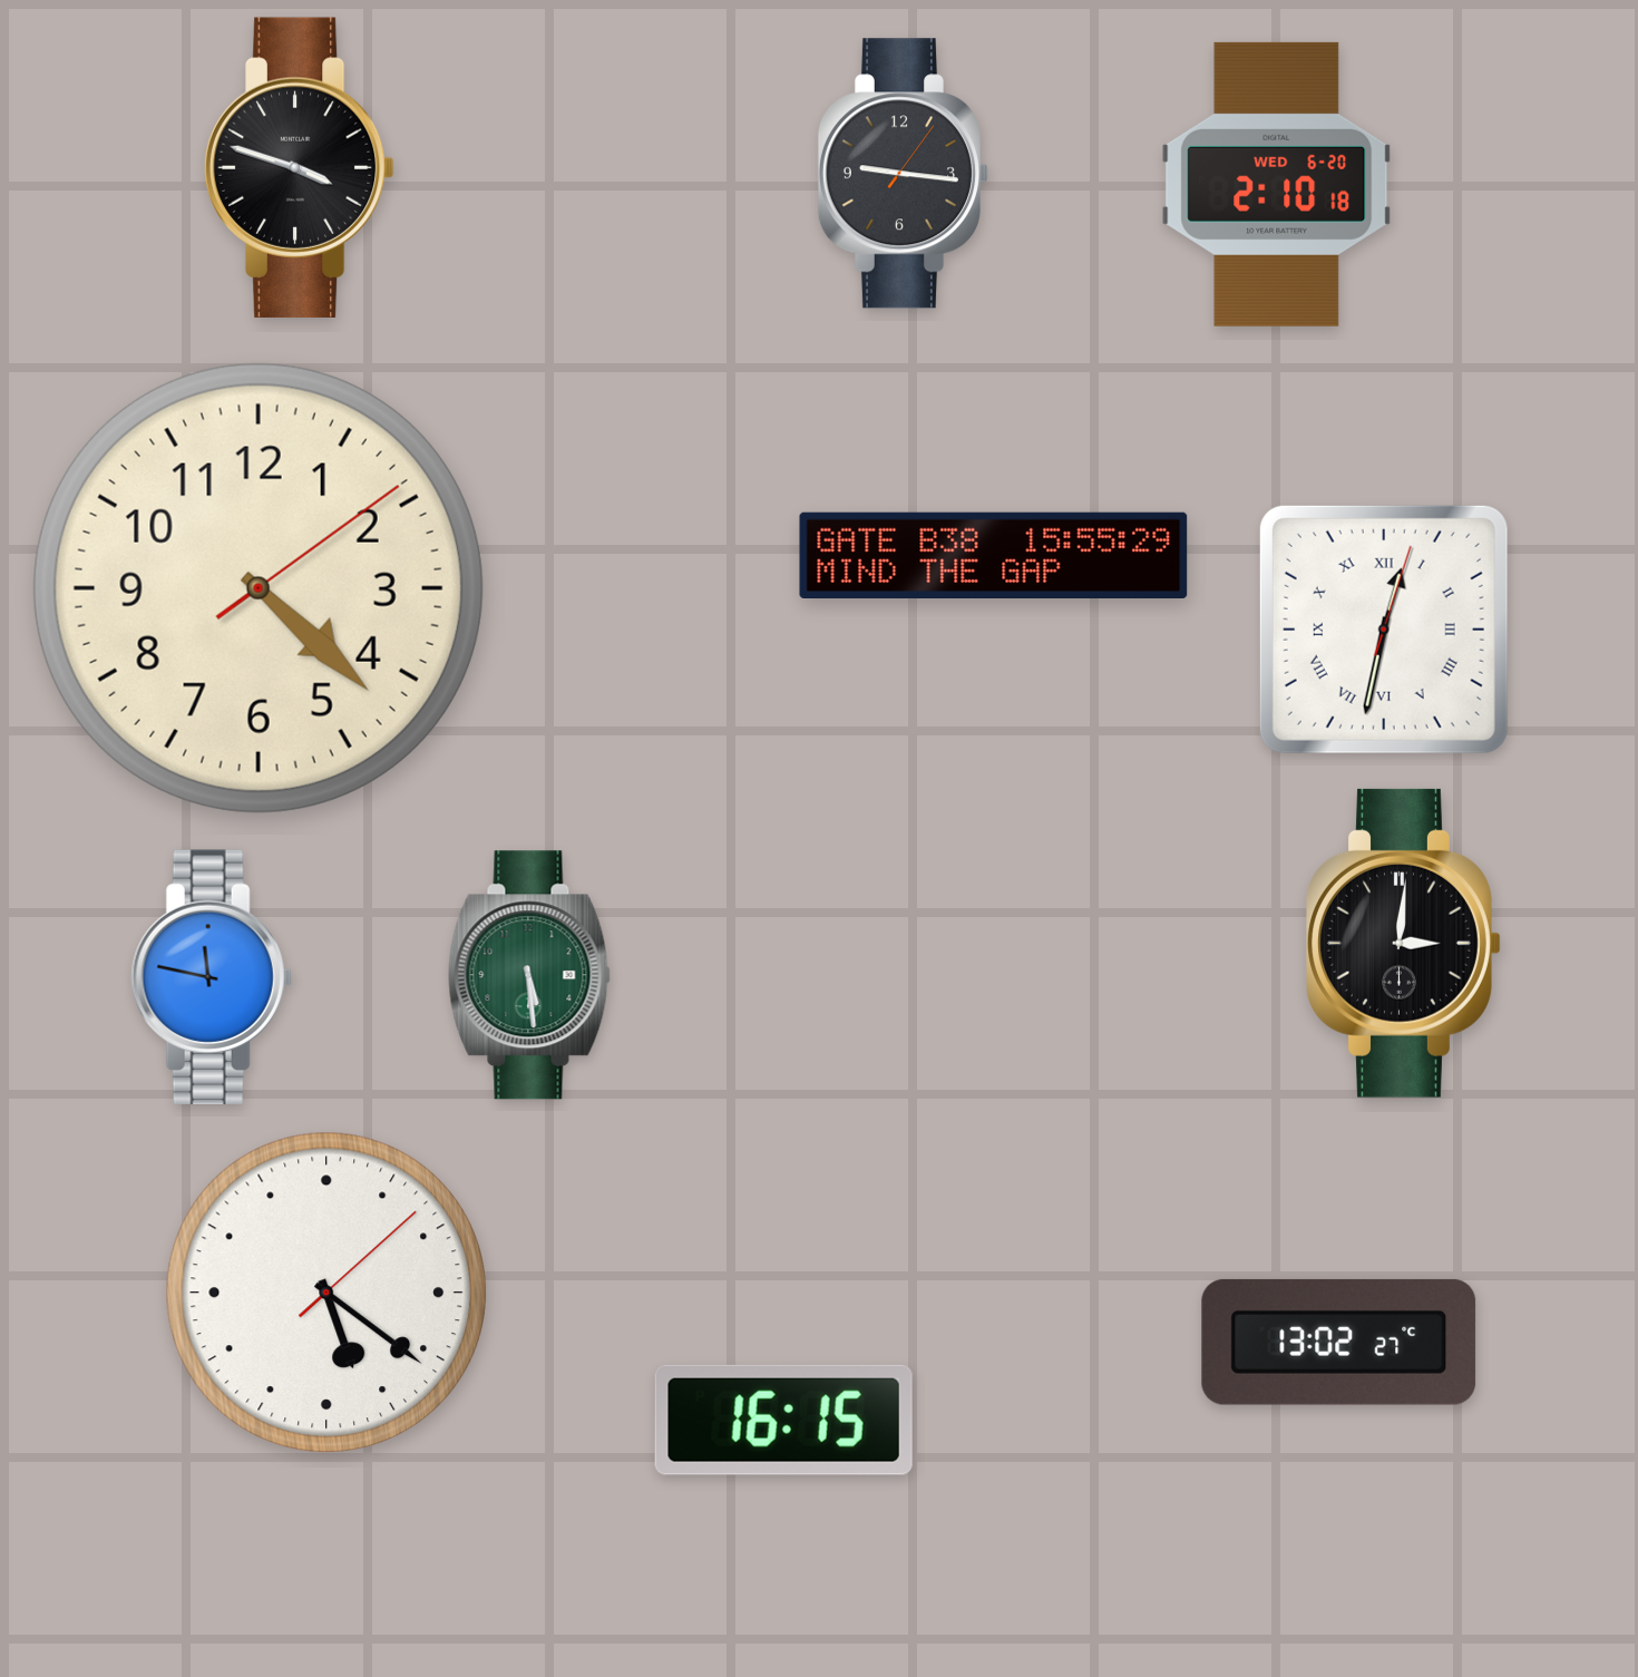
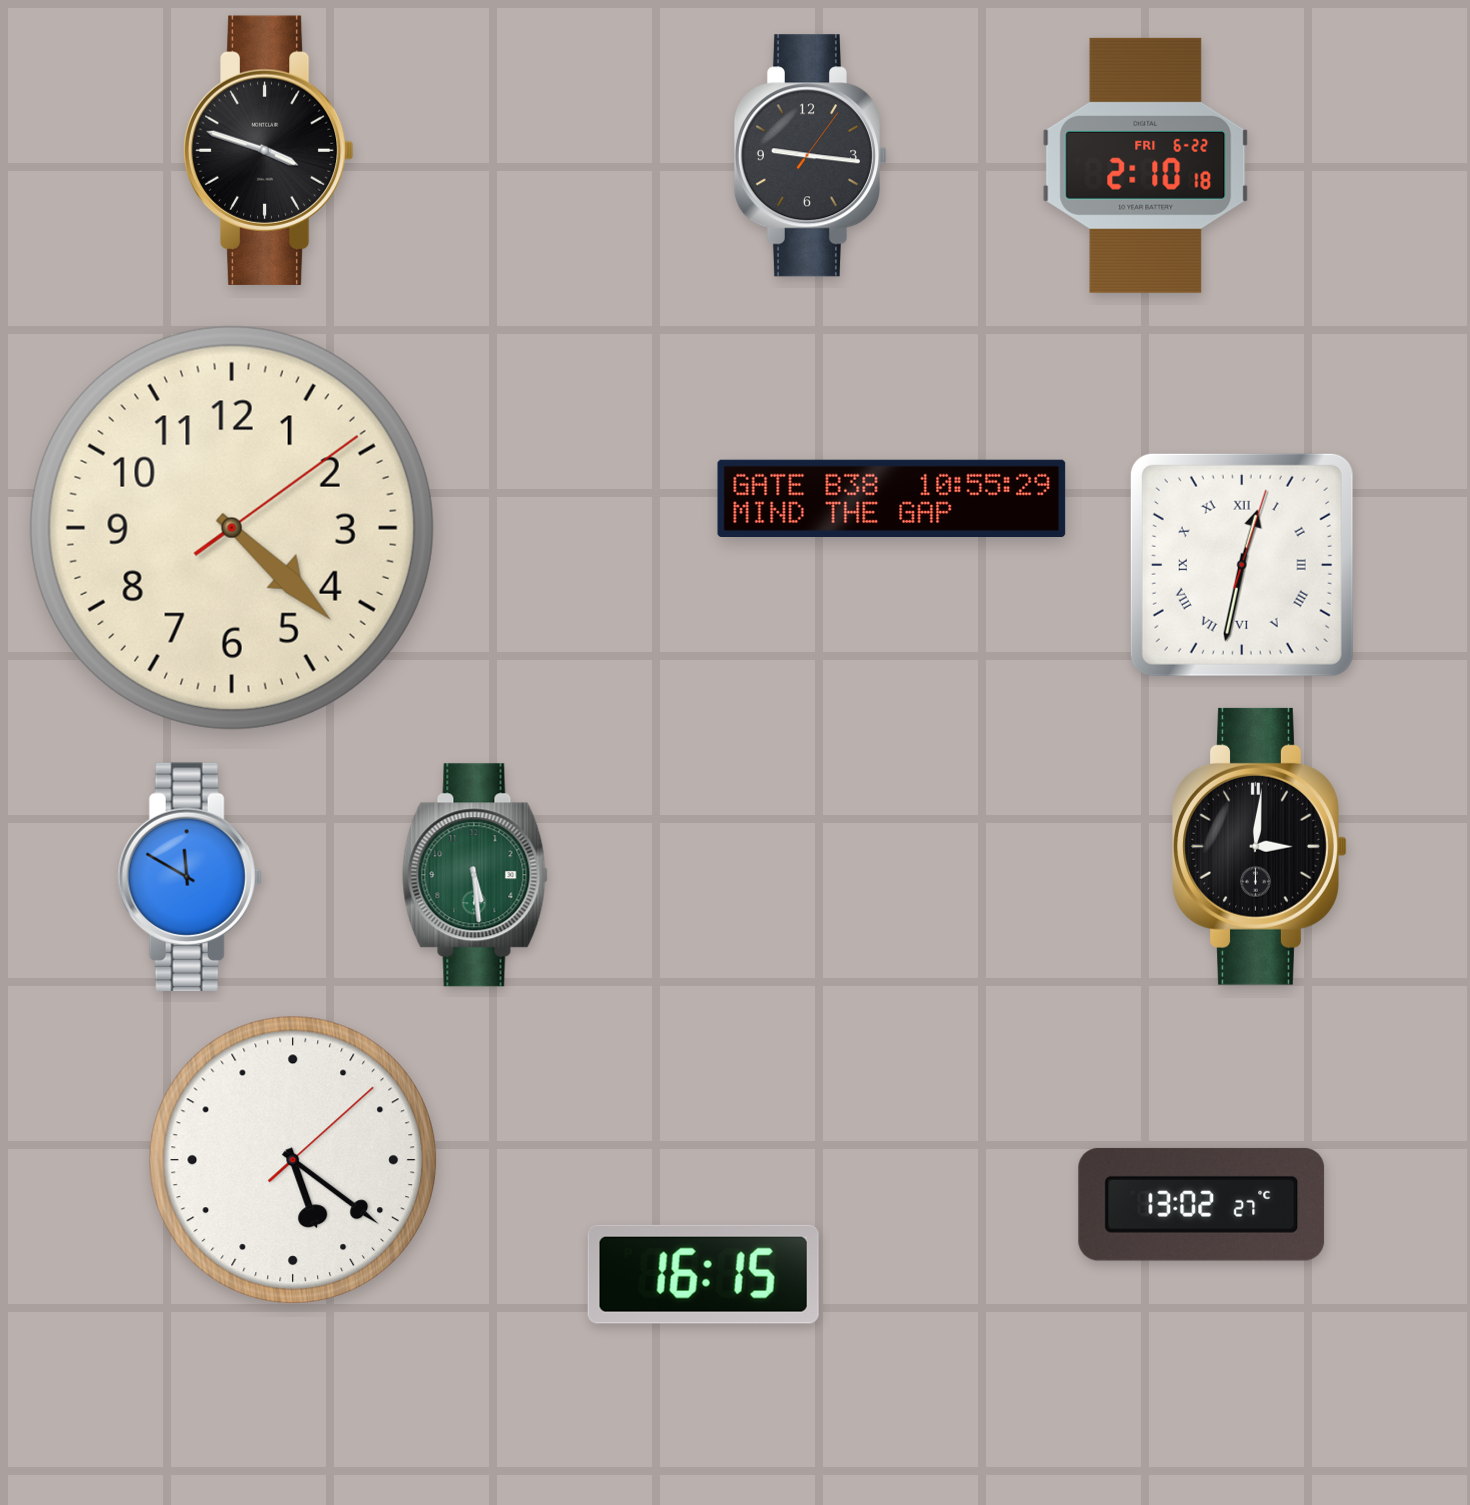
clock at (1277, 184) date: WED 6-20 -> FRI 6-22
clock at (994, 556): 15:55 -> 10:55
clock at (212, 976): 11:47 -> 11:50
